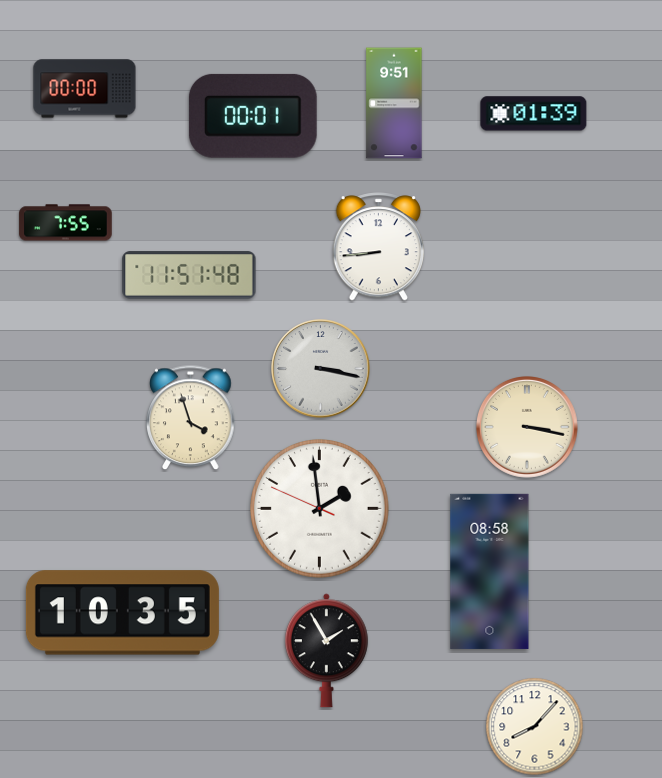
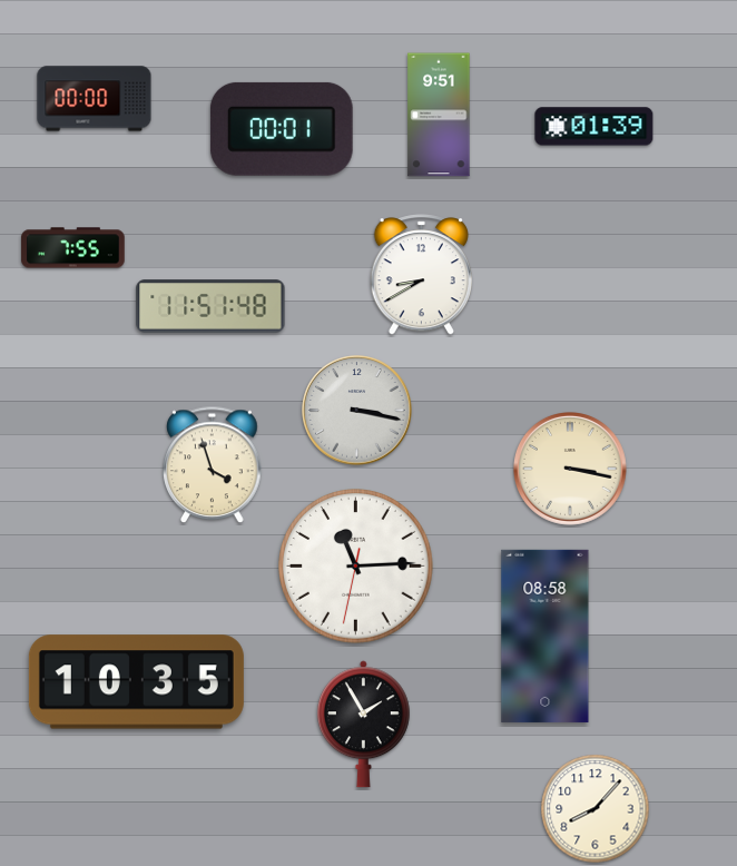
clock at (378, 247): 8:44 -> 8:40
clock at (528, 428) position: (528, 428) -> (571, 470)
clock at (320, 509): 1:58 -> 11:14
